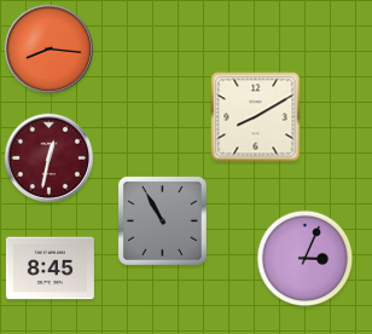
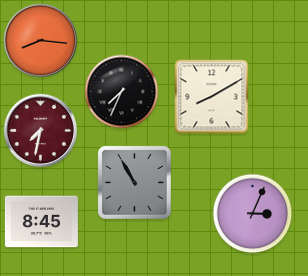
clock at (122, 92): none -> 7:34
clock at (48, 157): 12:32 -> 7:32
